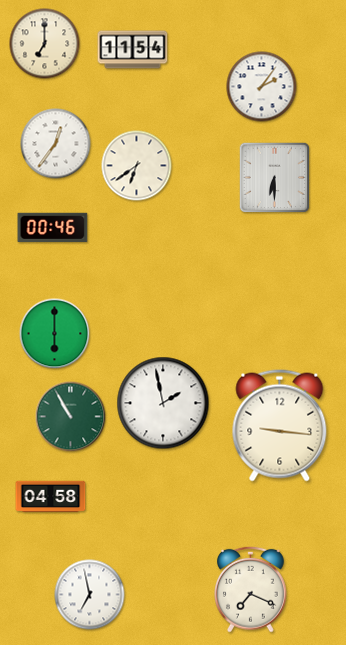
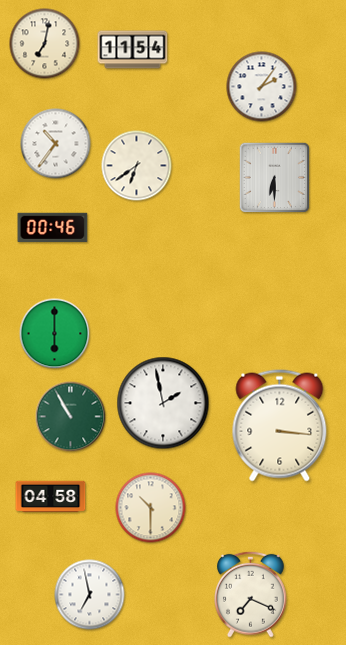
clock at (45, 44): 7:00 -> 7:02
clock at (56, 144): 12:36 -> 10:36
clock at (280, 426): 9:16 -> 3:16
clock at (151, 508): none -> 10:30
clock at (251, 589) position: (251, 589) -> (251, 594)
